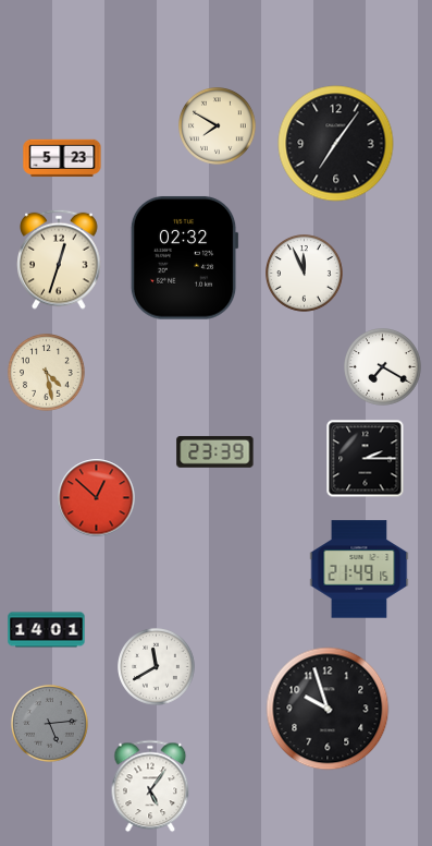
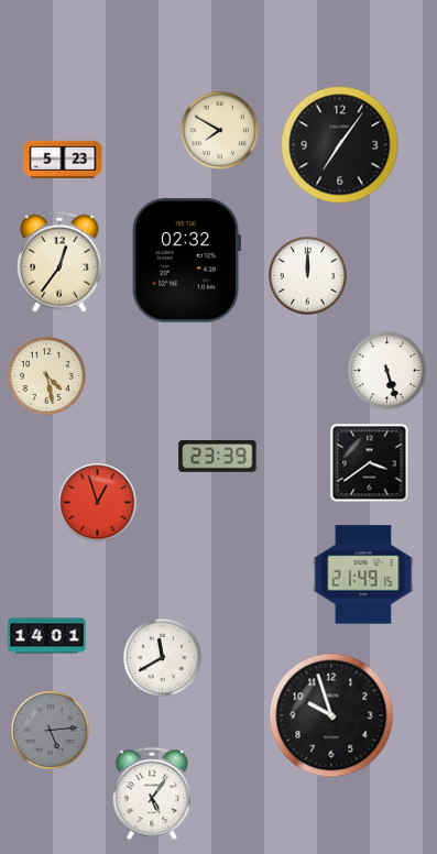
clock at (218, 126) position: (218, 126) -> (220, 131)
clock at (59, 259): 12:33 -> 12:36
clock at (305, 274): 11:56 -> 12:00
clock at (383, 367): 7:20 -> 5:27
clock at (366, 459): 2:15 -> 3:39
clock at (97, 498): 12:52 -> 12:57
clock at (157, 667) position: (157, 667) -> (163, 658)
